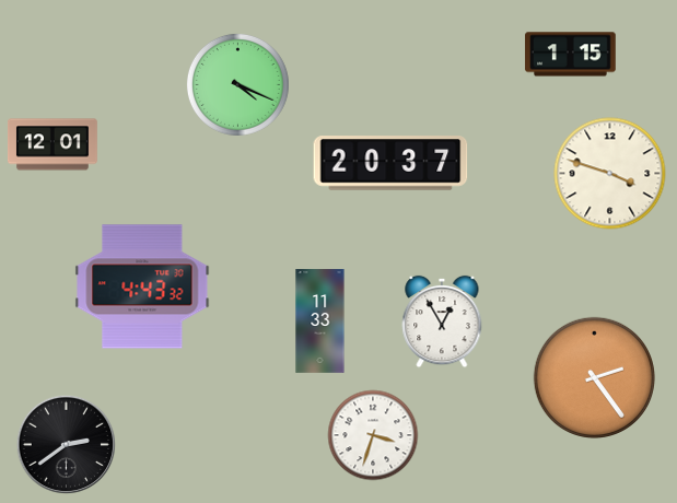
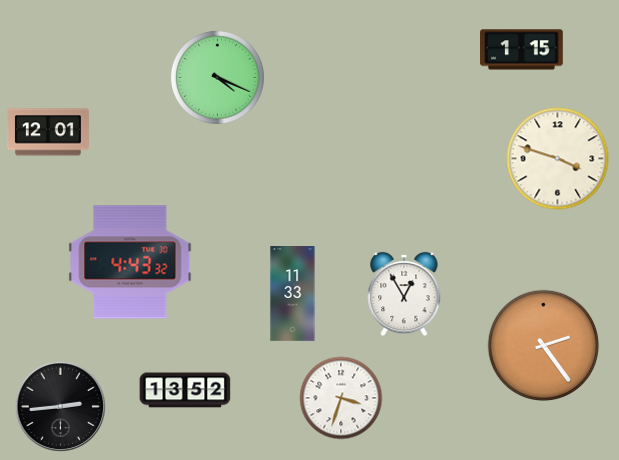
clock at (390, 163): 20:37 -> none
clock at (185, 390): none -> 13:52
clock at (67, 445): 2:39 -> 2:44
